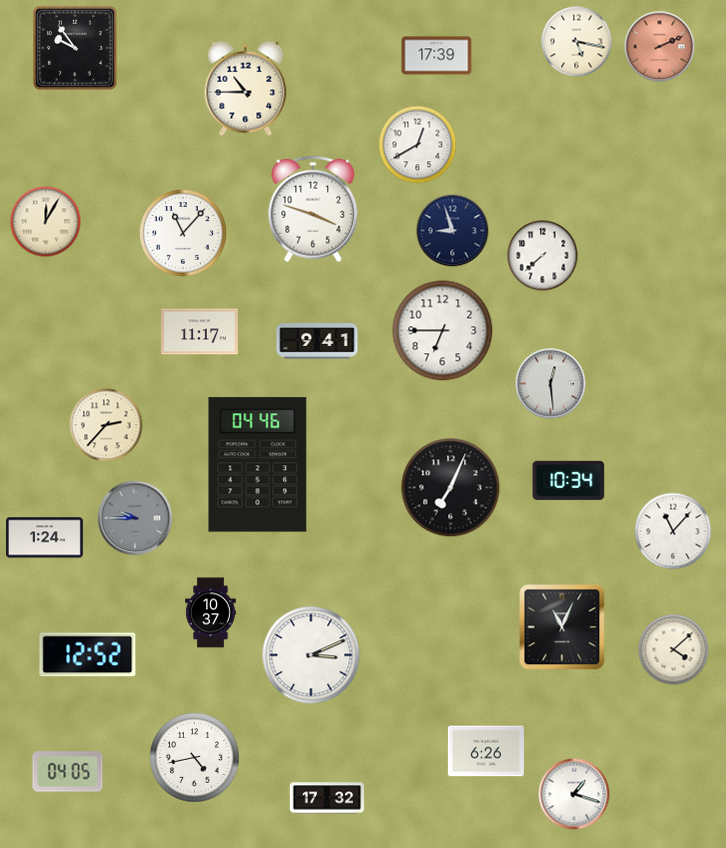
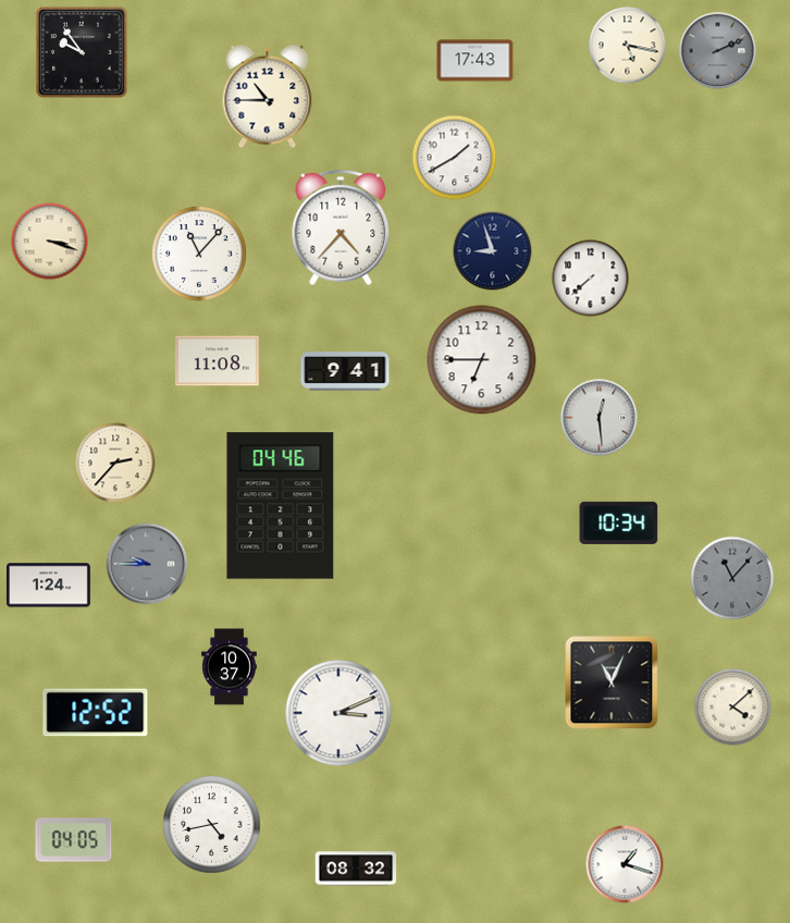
clock at (660, 47) dial: salmon -> grey
clock at (437, 56): 17:39 -> 17:43
clock at (418, 145): 12:40 -> 1:40
clock at (313, 209): 3:48 -> 4:37
clock at (46, 222): 12:05 -> 3:18
clock at (200, 332): 11:17 -> 11:08
clock at (451, 488): 7:04 -> none
clock at (673, 531) dial: white -> grey
clock at (486, 751): 6:26 -> none
clock at (327, 798): 17:32 -> 08:32
